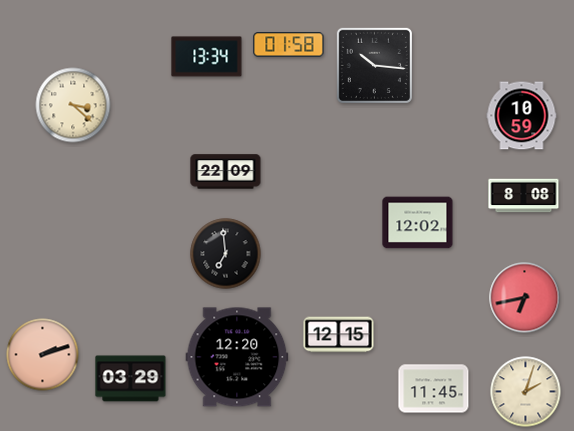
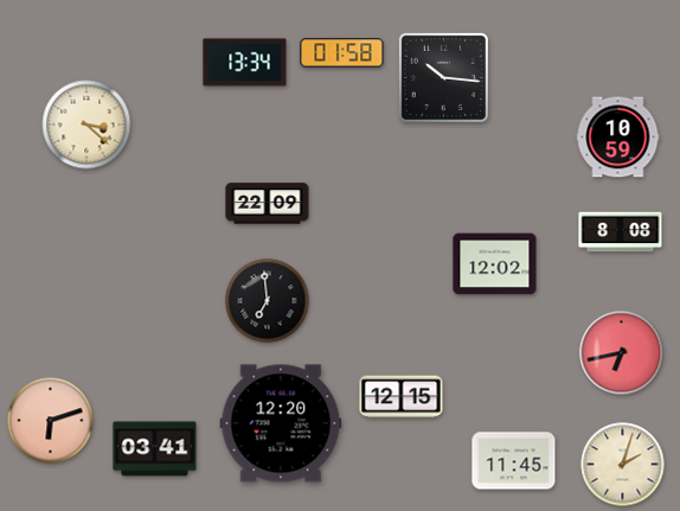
clock at (207, 57) position: (207, 57) -> (245, 63)
clock at (43, 355): 2:12 -> 6:12
clock at (131, 379): 03:29 -> 03:41
